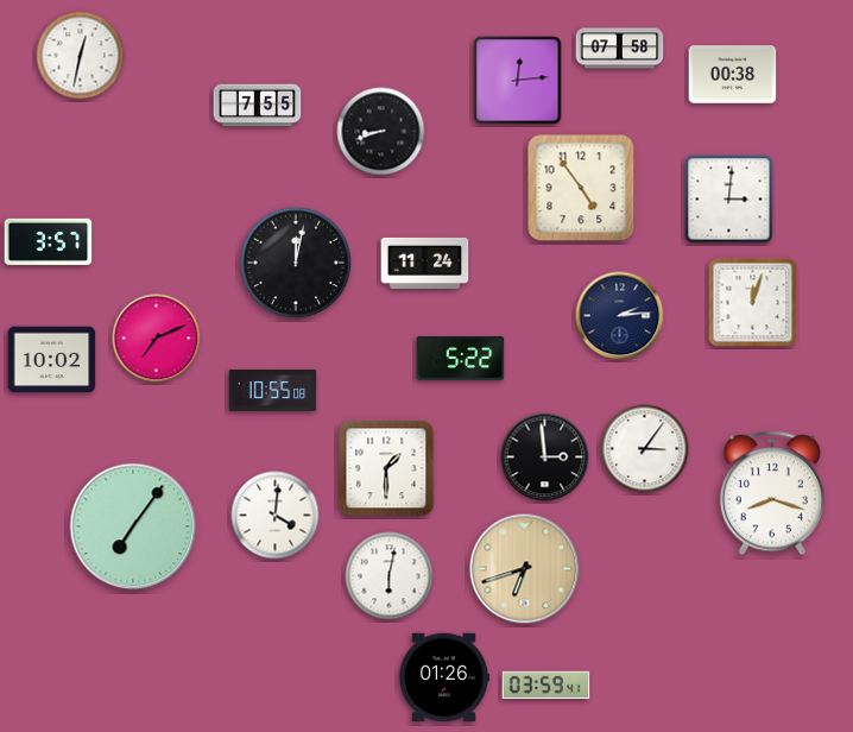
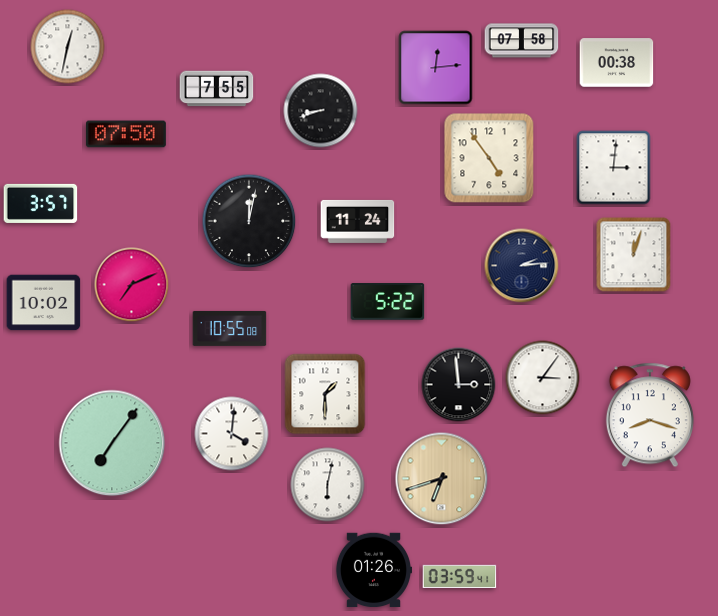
clock at (126, 134): none -> 07:50
